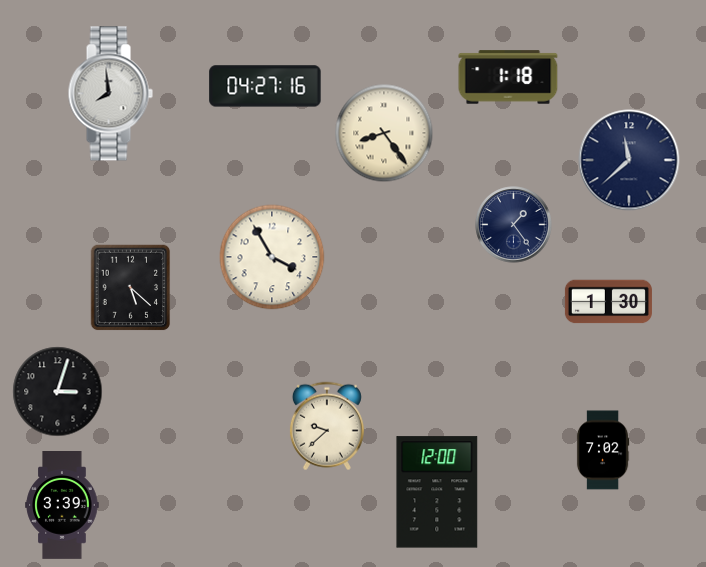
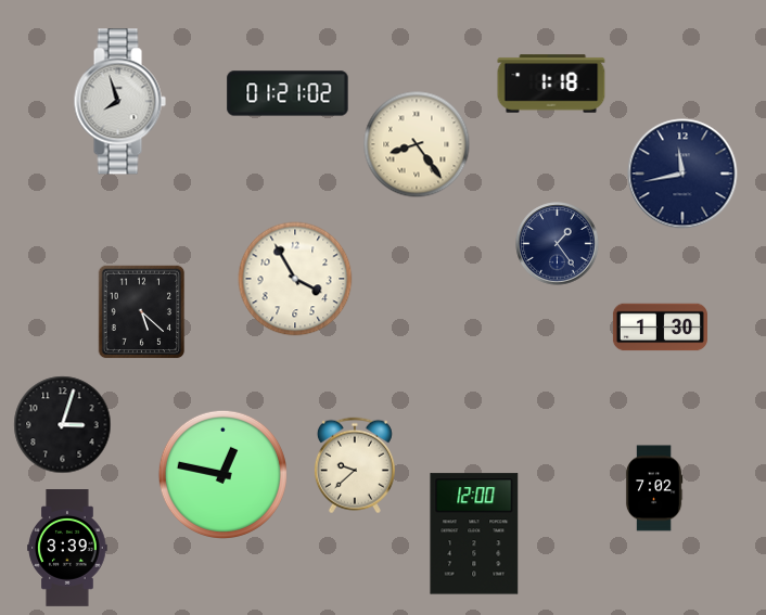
clock at (265, 86): 04:27 -> 01:21
clock at (110, 94): 7:59 -> 7:57
clock at (629, 160): 11:38 -> 11:43
clock at (327, 426) position: (327, 426) -> (355, 465)
clock at (222, 474): none -> 12:47
